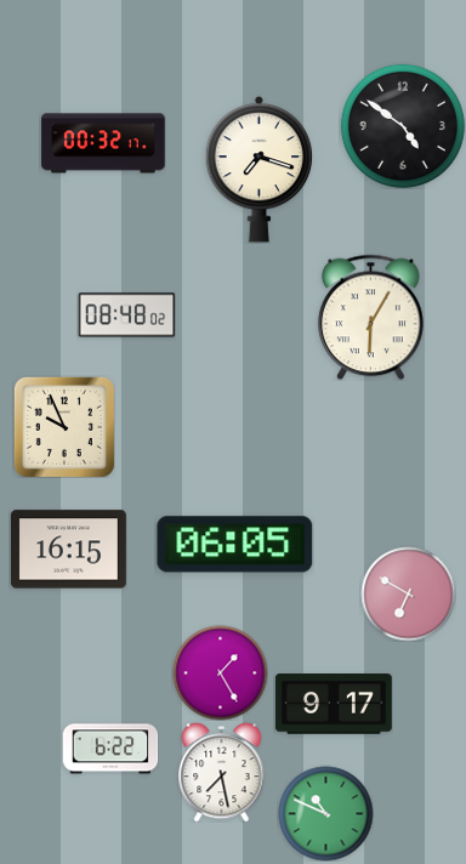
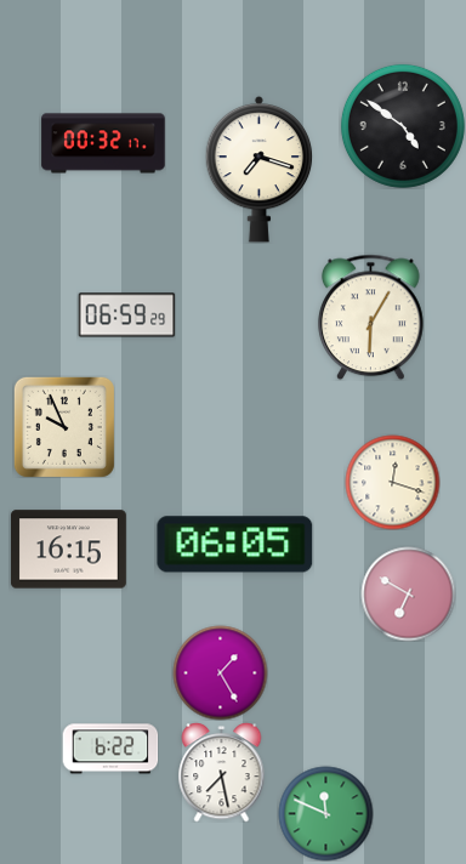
clock at (126, 316): 08:48 -> 06:59
clock at (392, 482): none -> 12:18
clock at (334, 704): 9:17 -> none
clock at (325, 813): 10:49 -> 11:49
